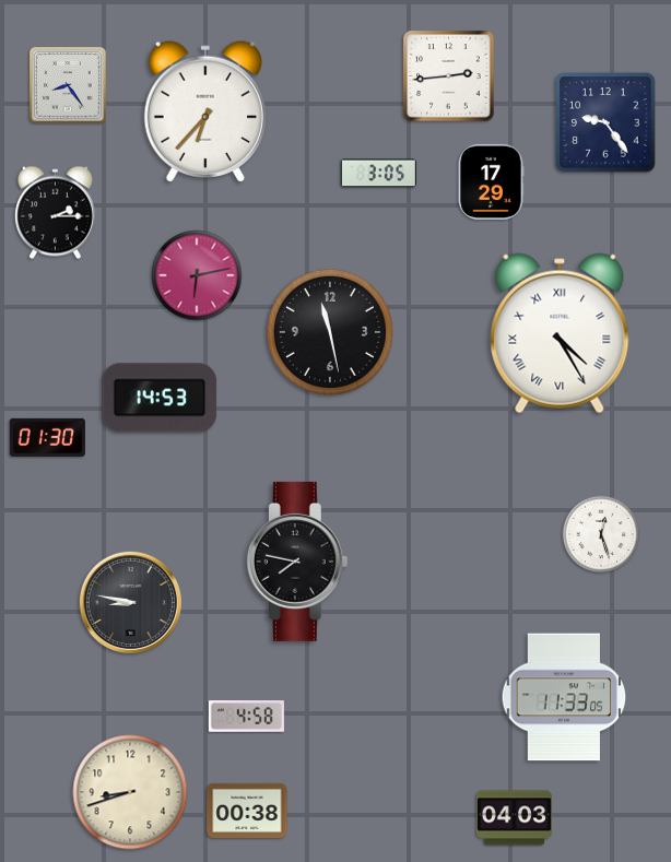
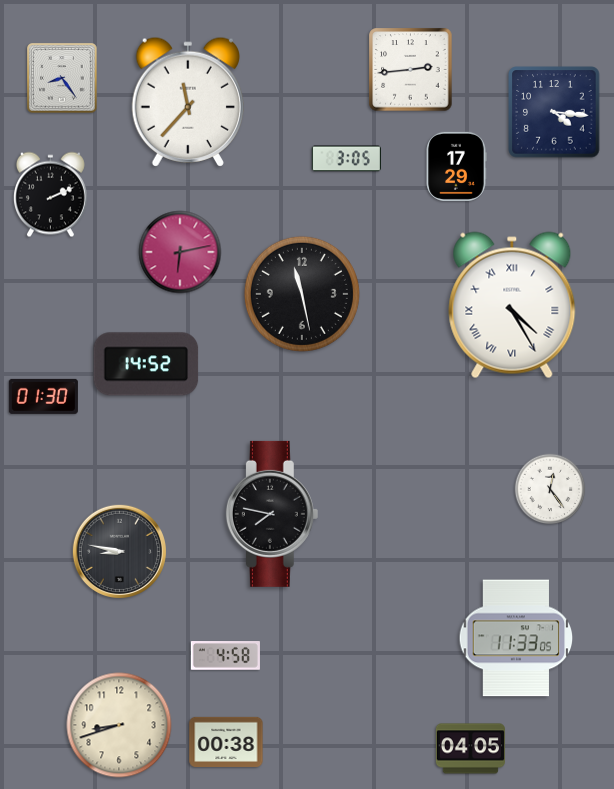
clock at (204, 111): 6:37 -> 11:37
clock at (605, 122): 9:24 -> 4:16
clock at (491, 181) position: (491, 181) -> (456, 166)
clock at (55, 213): 2:15 -> 2:11
clock at (330, 332) position: (330, 332) -> (302, 294)
clock at (160, 398): 14:53 -> 14:52
clock at (47, 437) position: (47, 437) -> (43, 396)
clock at (601, 534): 12:27 -> 12:24
clock at (514, 818): 04:03 -> 04:05
